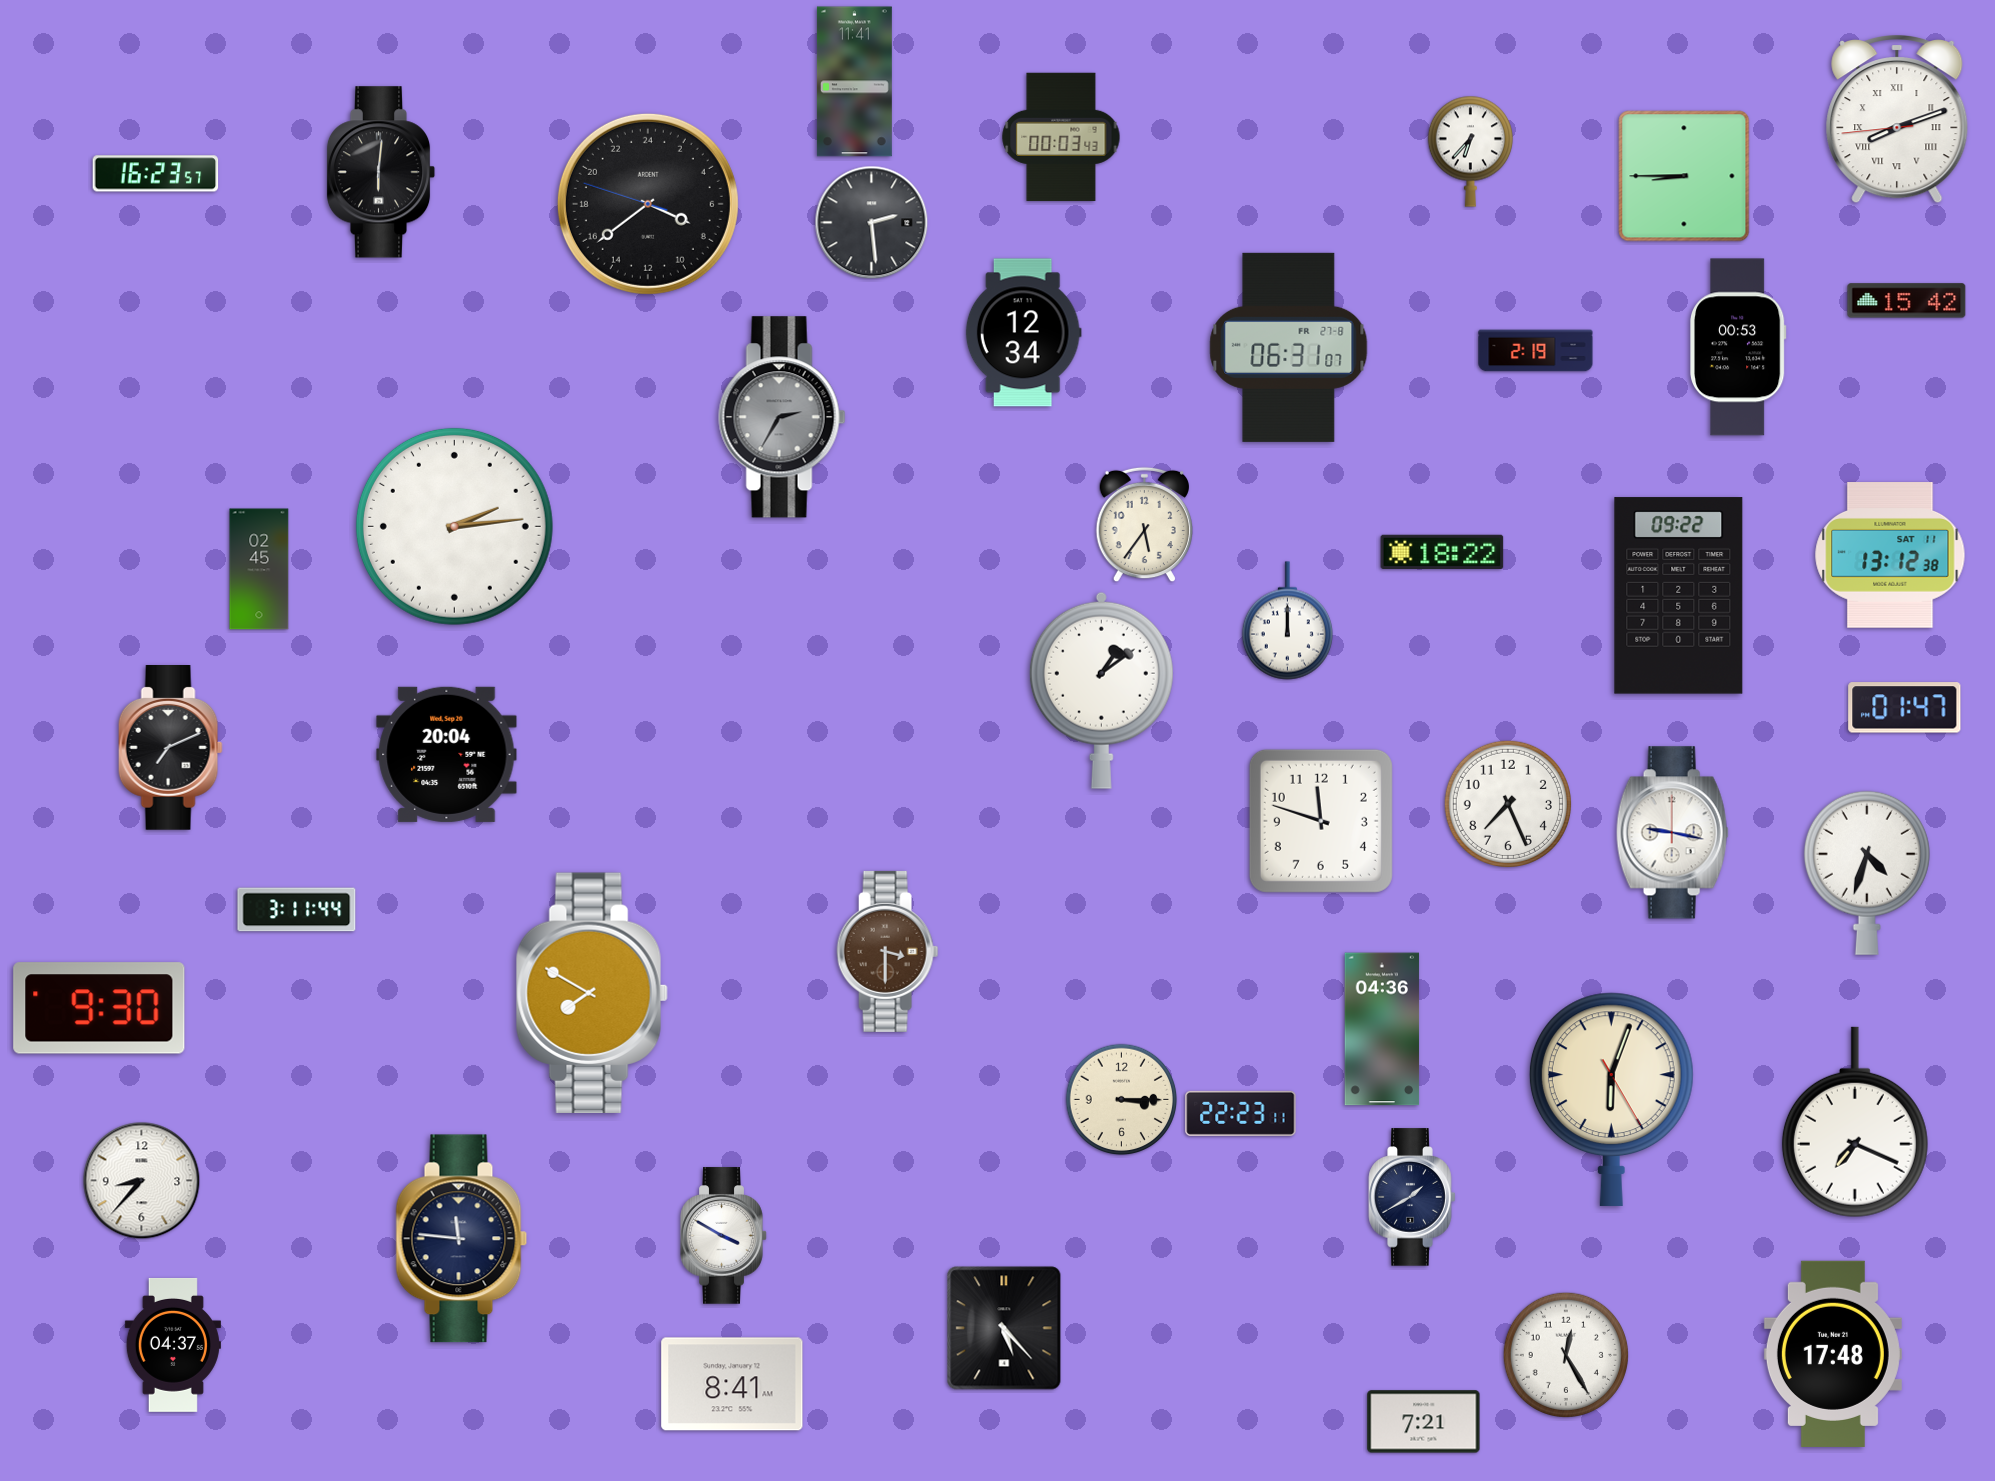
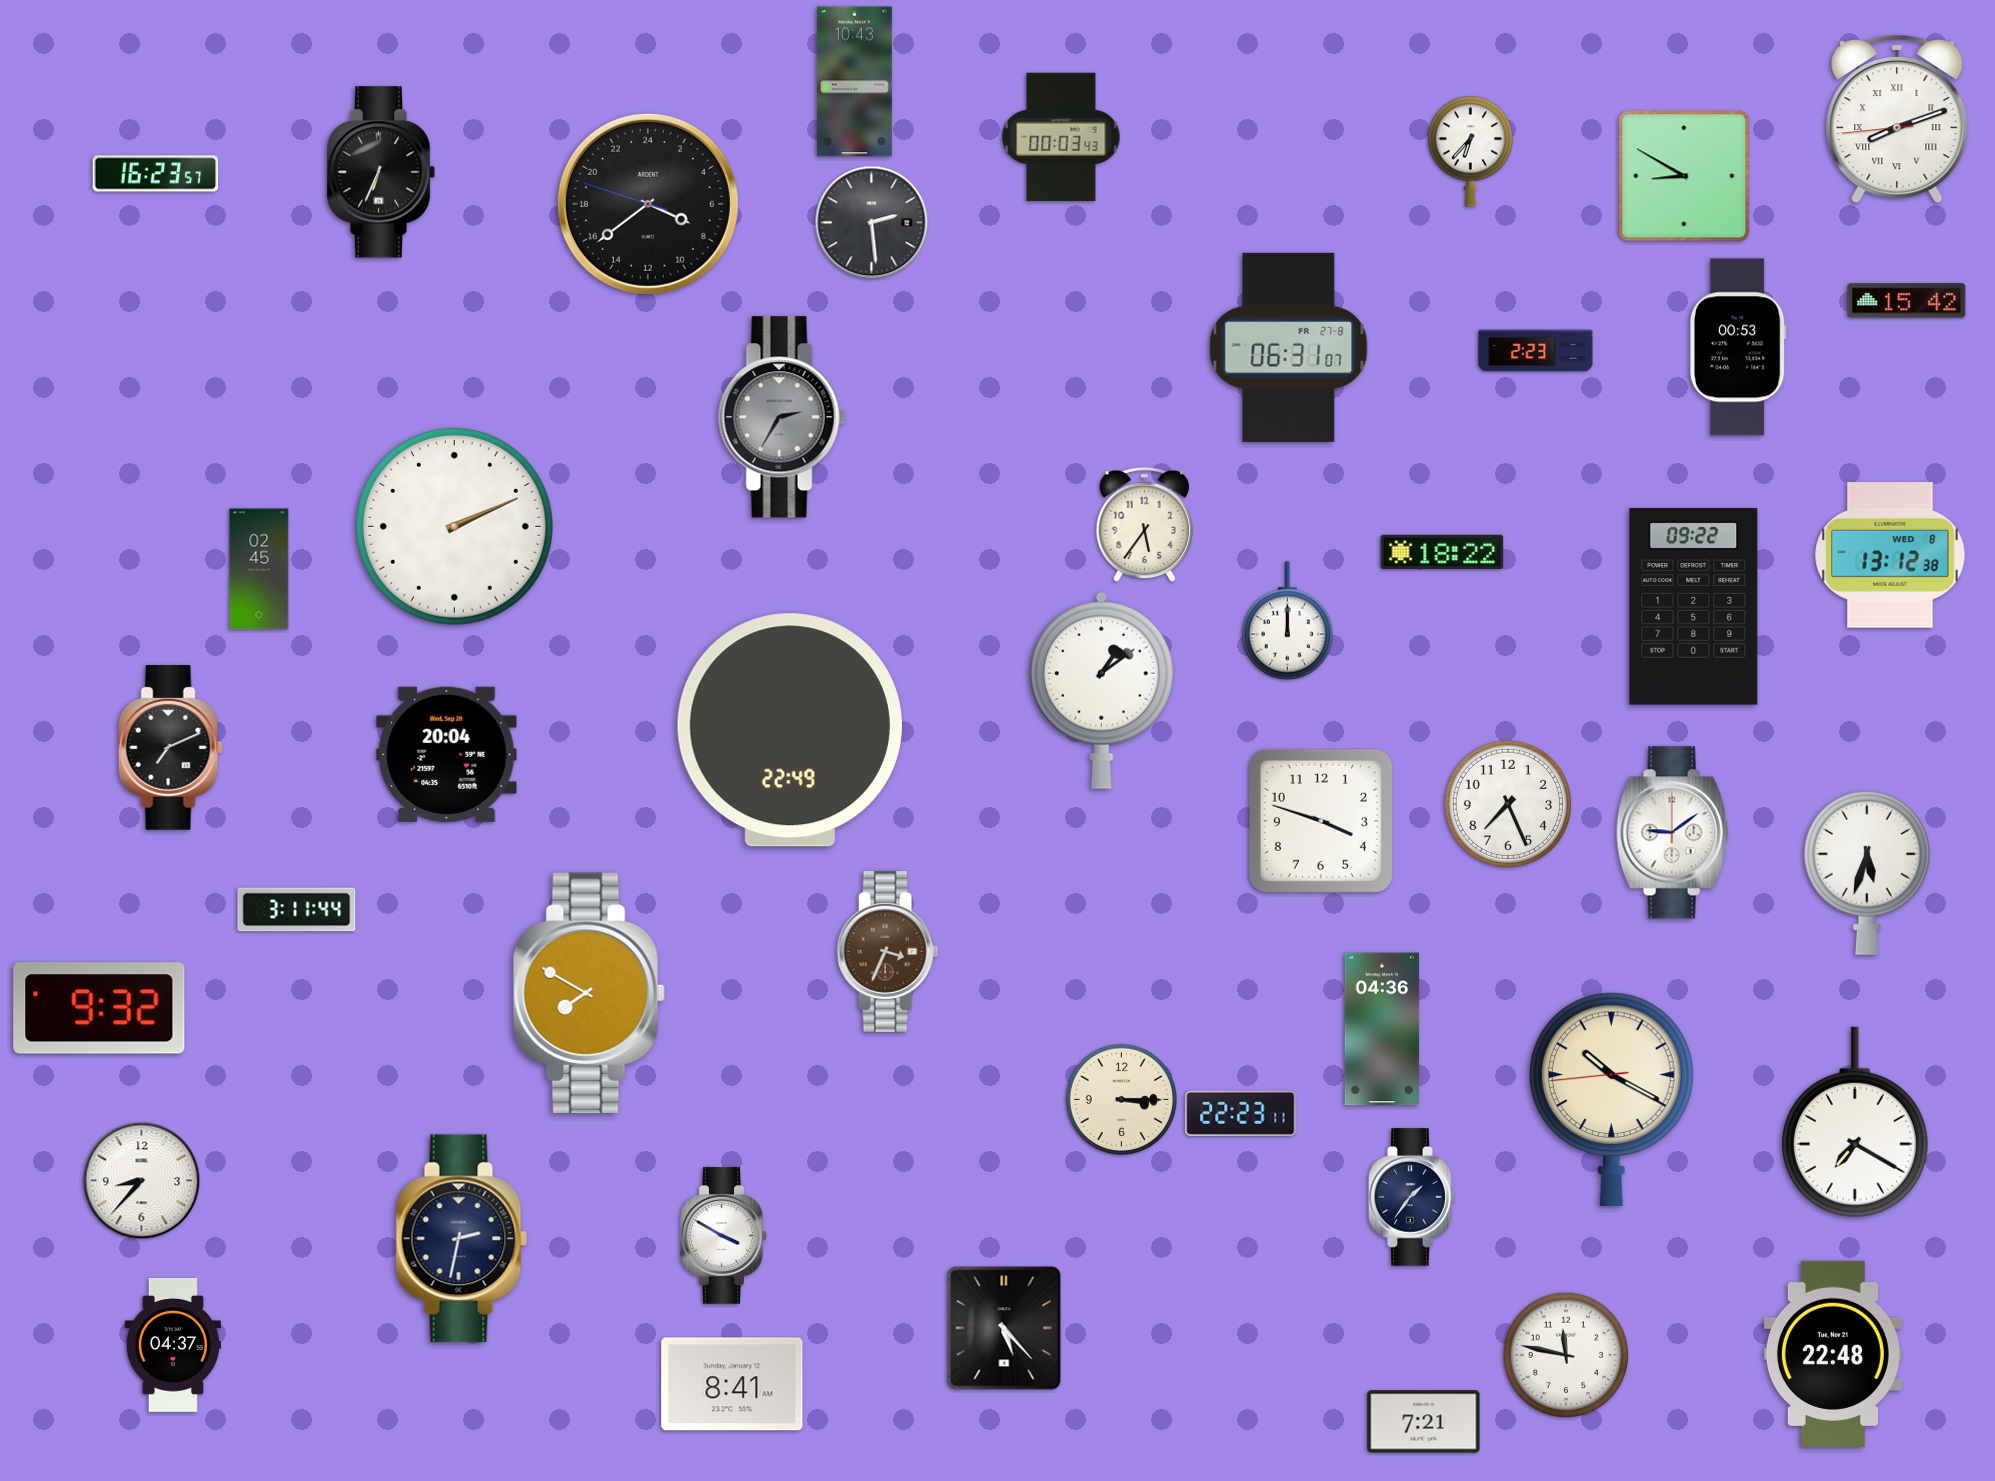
clock at (854, 82): 11:41 -> 10:43
clock at (381, 172): 6:01 -> 6:34
clock at (1684, 176): 8:45 -> 8:50
clock at (1023, 333): 12:34 -> none
clock at (1536, 351): 2:19 -> 2:23
clock at (454, 526): 2:14 -> 2:11
clock at (1890, 556) date: SAT 11 -> WED 8
clock at (1679, 596) position: (1679, 596) -> (1694, 607)
clock at (1905, 708): 01:47 -> none
clock at (790, 730): none -> 22:49
clock at (1321, 821): 11:48 -> 3:48
clock at (1672, 833): 9:17 -> 9:09
clock at (1867, 873): 4:33 -> 5:33
clock at (888, 951): 3:30 -> 3:34
clock at (592, 992) position: (592, 992) -> (589, 992)
clock at (99, 1008): 9:30 -> 9:32
clock at (1611, 1099): 6:03 -> 10:19
clock at (1855, 1122): 7:19 -> 7:20
clock at (1412, 1197): 1:40 -> 1:36
clock at (462, 1239): 11:46 -> 2:32
clock at (1833, 1354): 17:48 -> 22:48
clock at (1566, 1355): 12:25 -> 11:47
